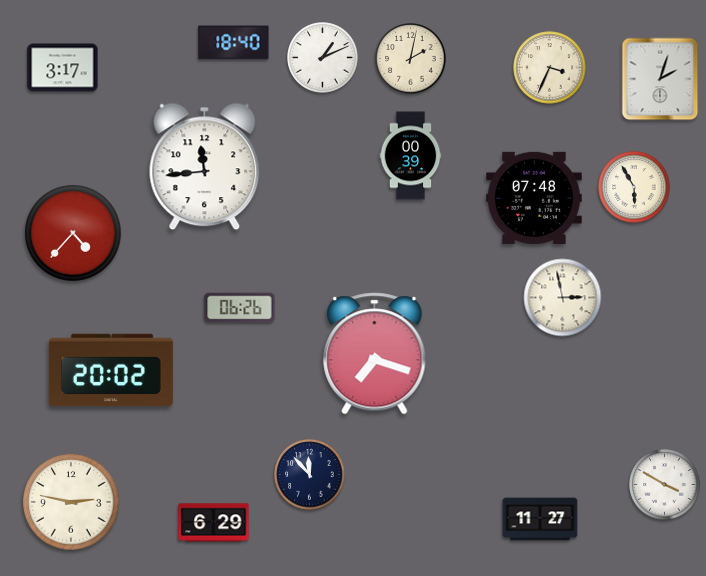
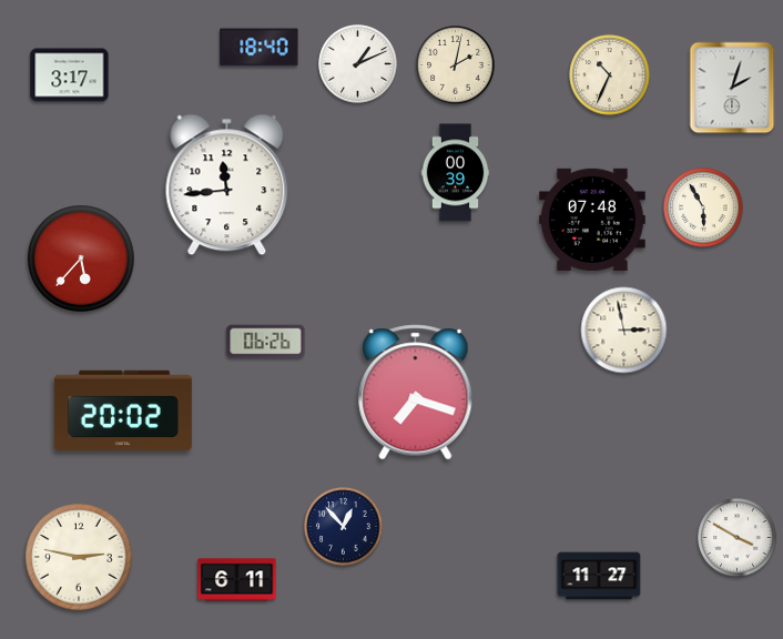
clock at (550, 68): 3:34 -> 10:34
clock at (73, 233): 4:37 -> 5:37
clock at (310, 475): 11:53 -> 12:53
clock at (214, 523): 6:29 -> 6:11
